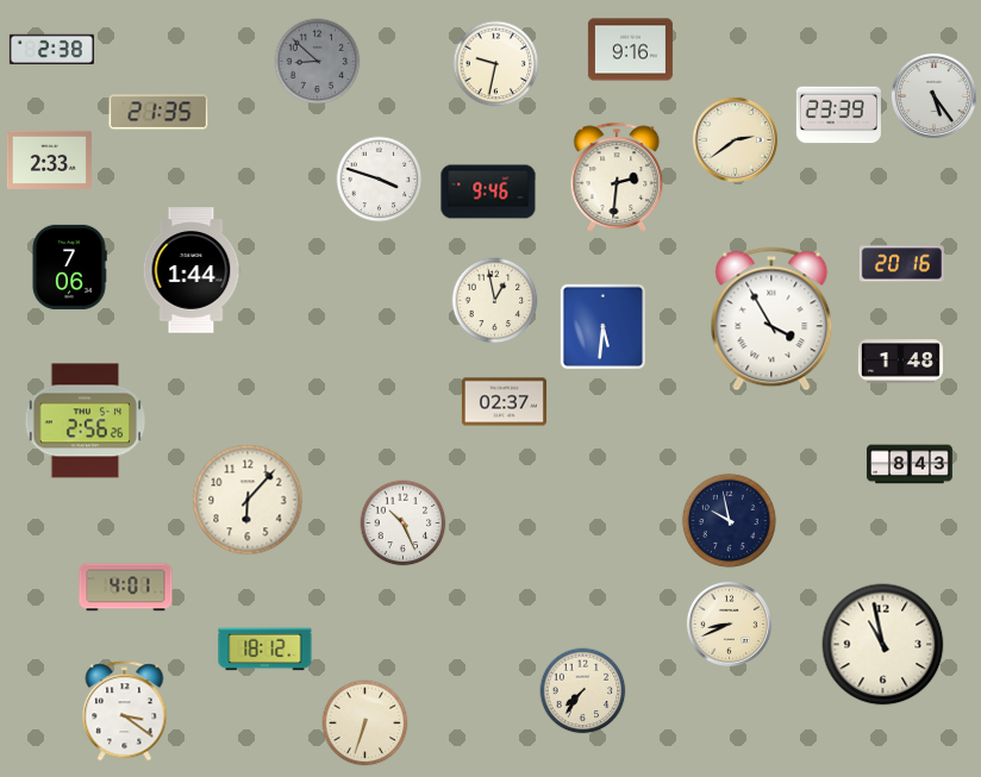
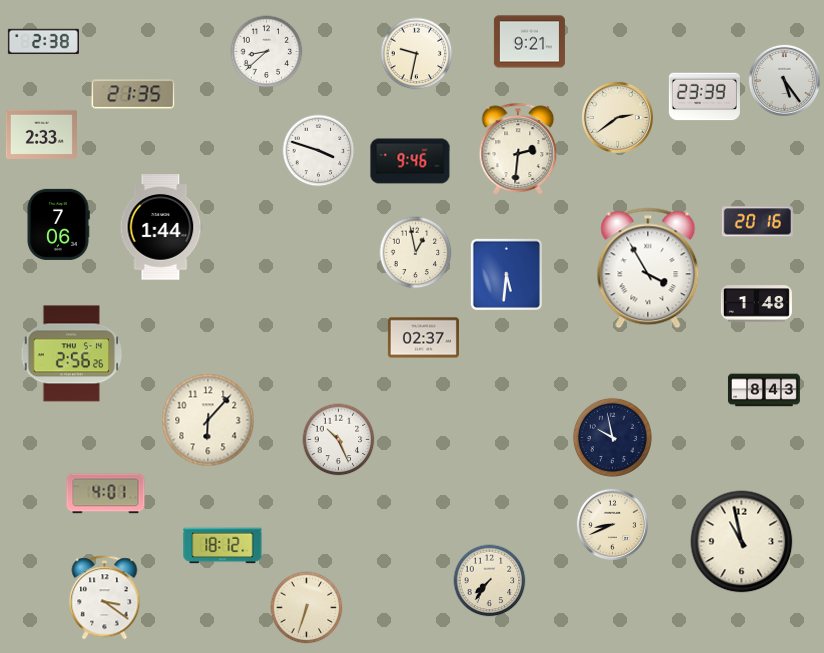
clock at (630, 50): 9:16 -> 9:21
clock at (318, 62): 8:52 -> 8:38
clock at (318, 62) dial: grey -> white
